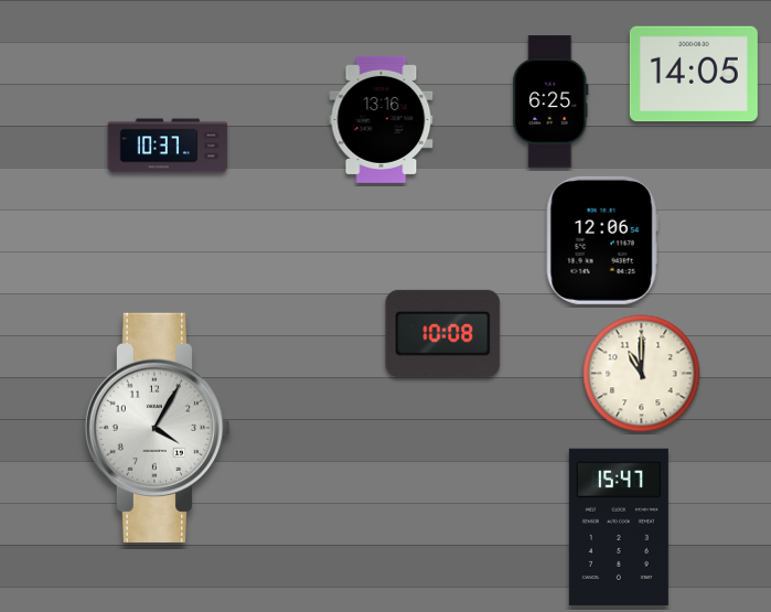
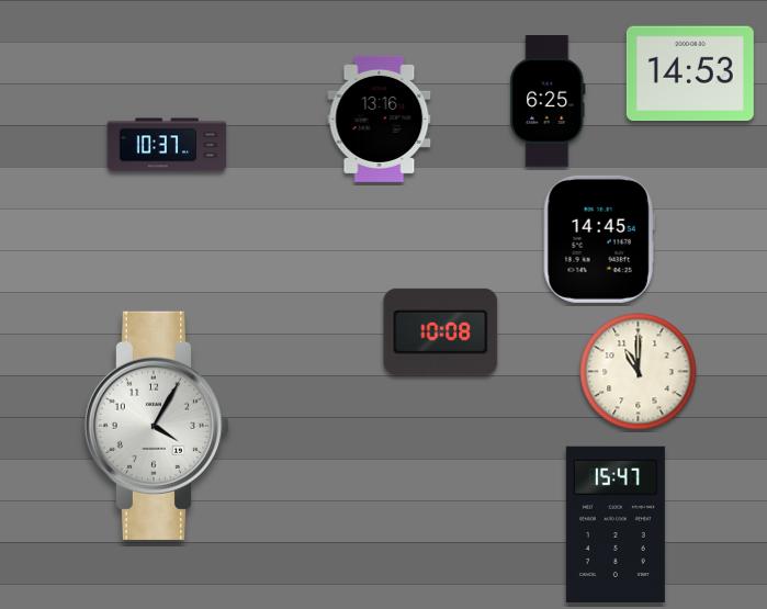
clock at (694, 74): 14:05 -> 14:53
clock at (602, 240): 12:06 -> 14:45
